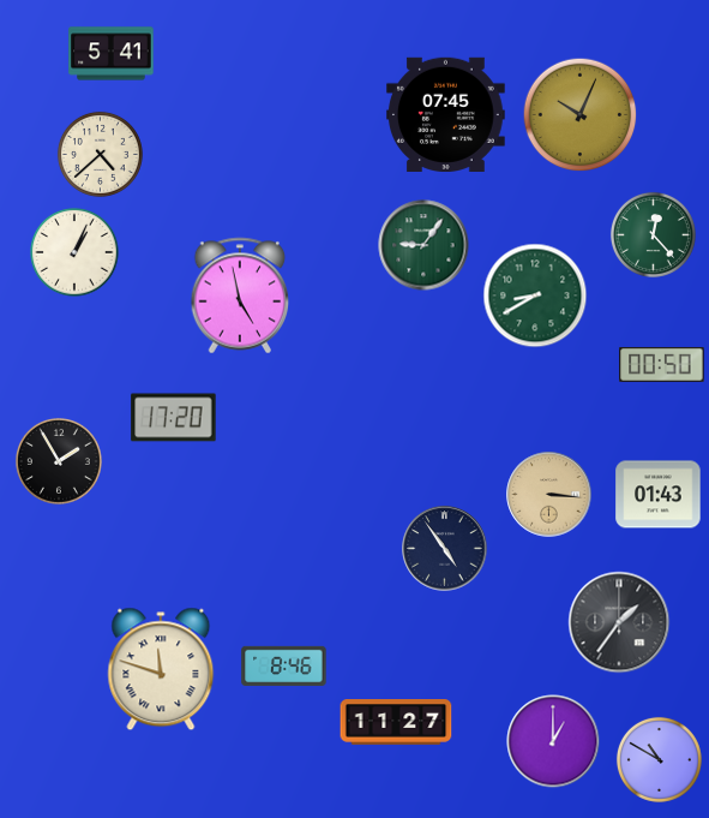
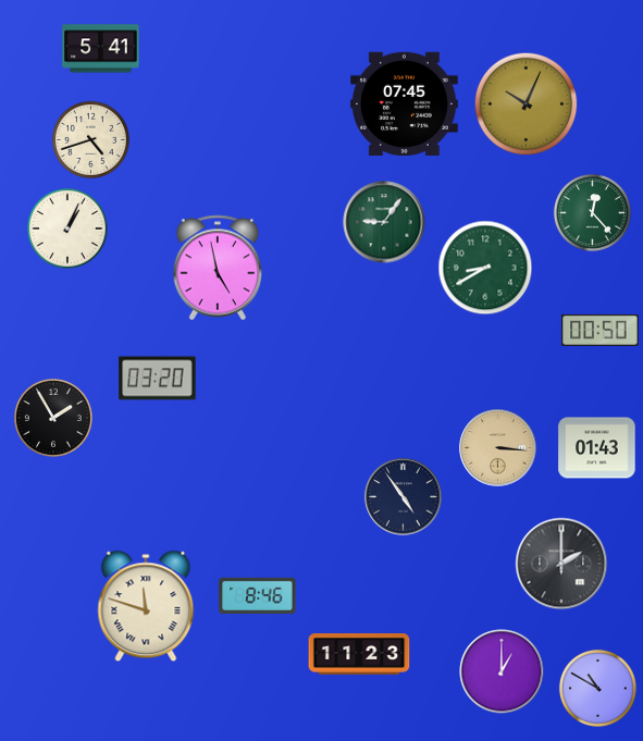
clock at (100, 154): 4:38 -> 4:42
clock at (174, 418): 17:20 -> 03:20
clock at (619, 622): 1:36 -> 2:00
clock at (284, 665) position: (284, 665) -> (258, 595)
clock at (396, 723): 11:27 -> 11:23
